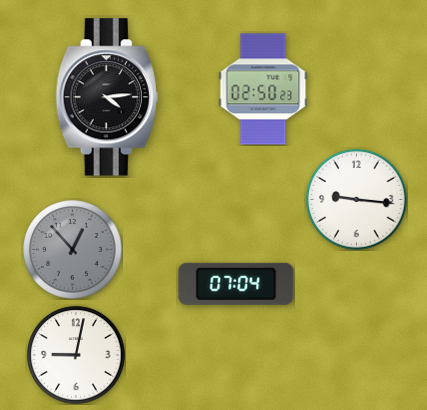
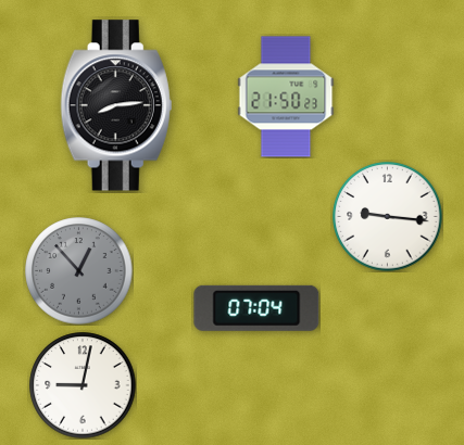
clock at (263, 89): 02:50 -> 21:50
clock at (107, 97): 4:14 -> 8:14
